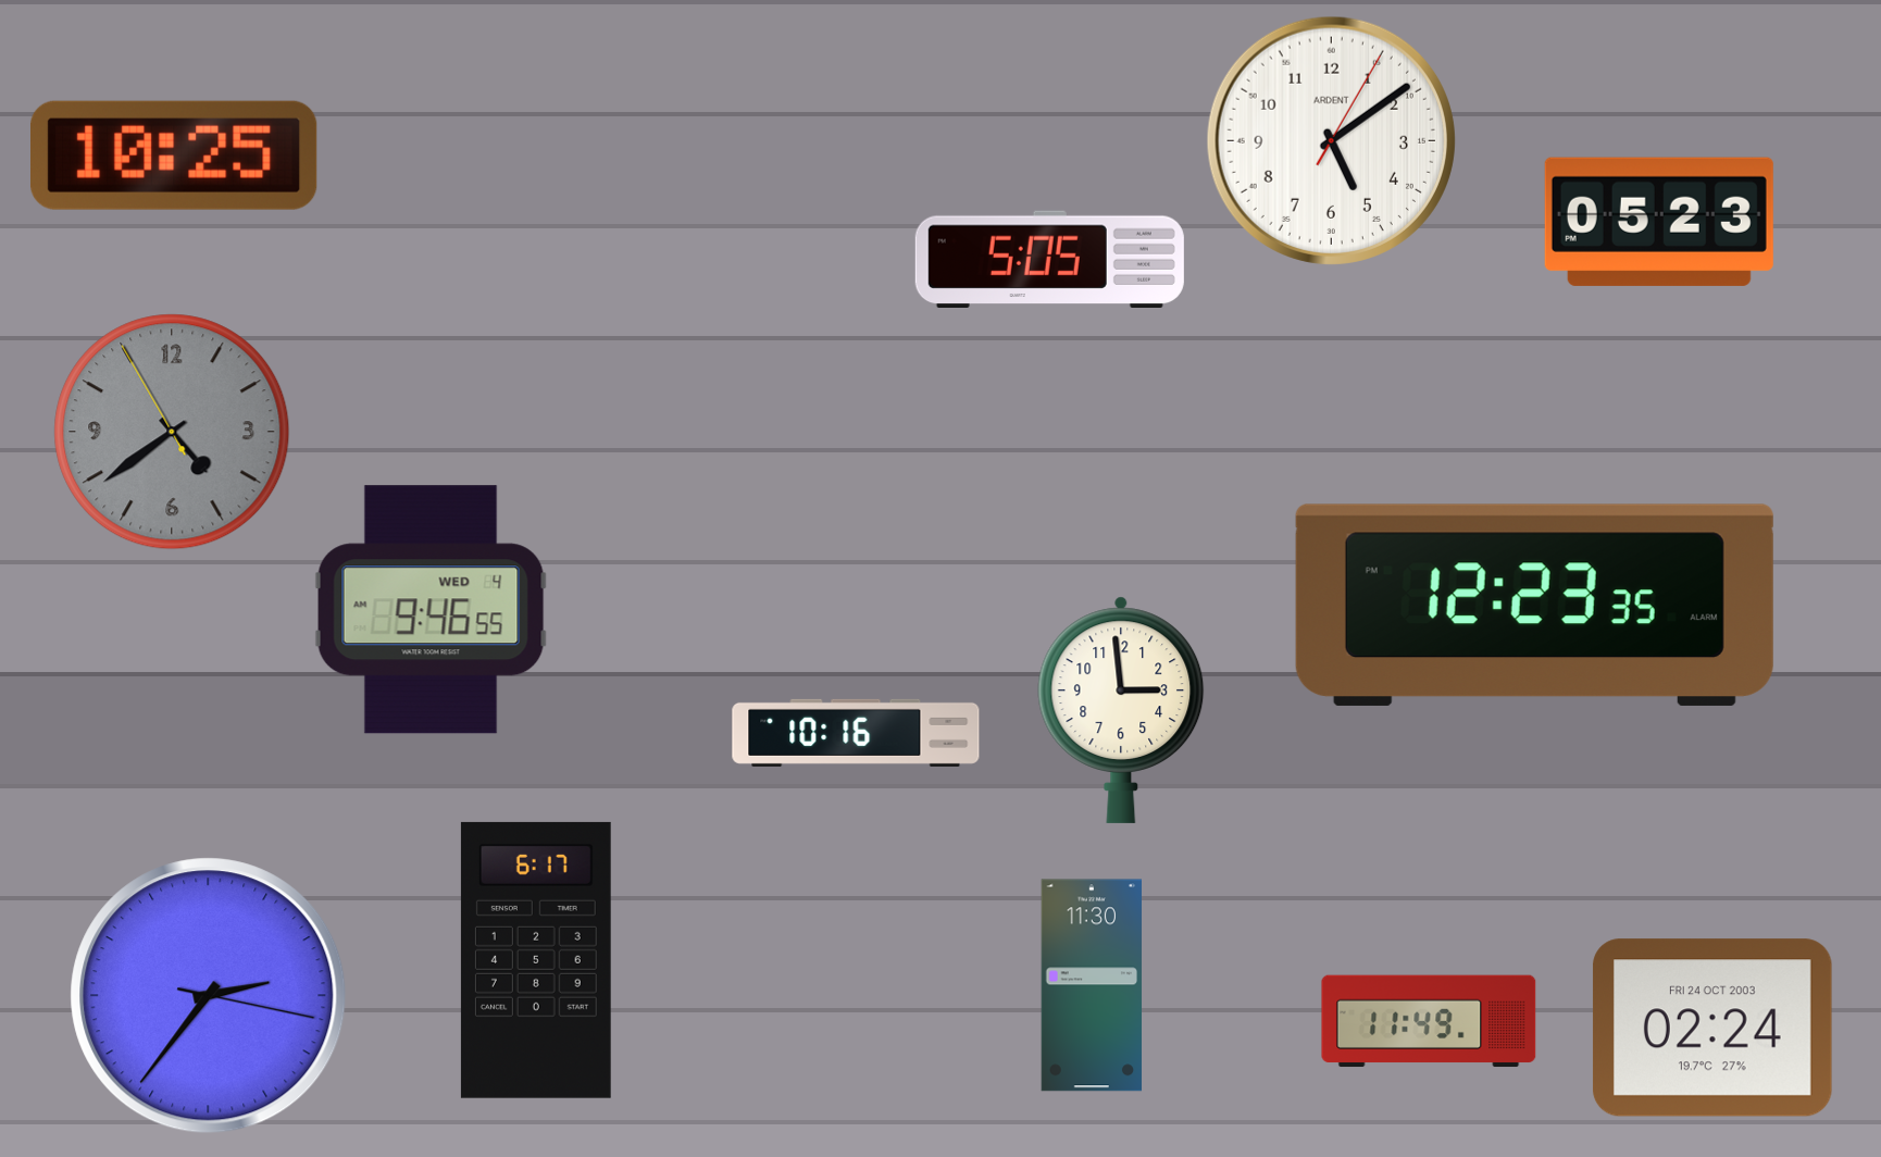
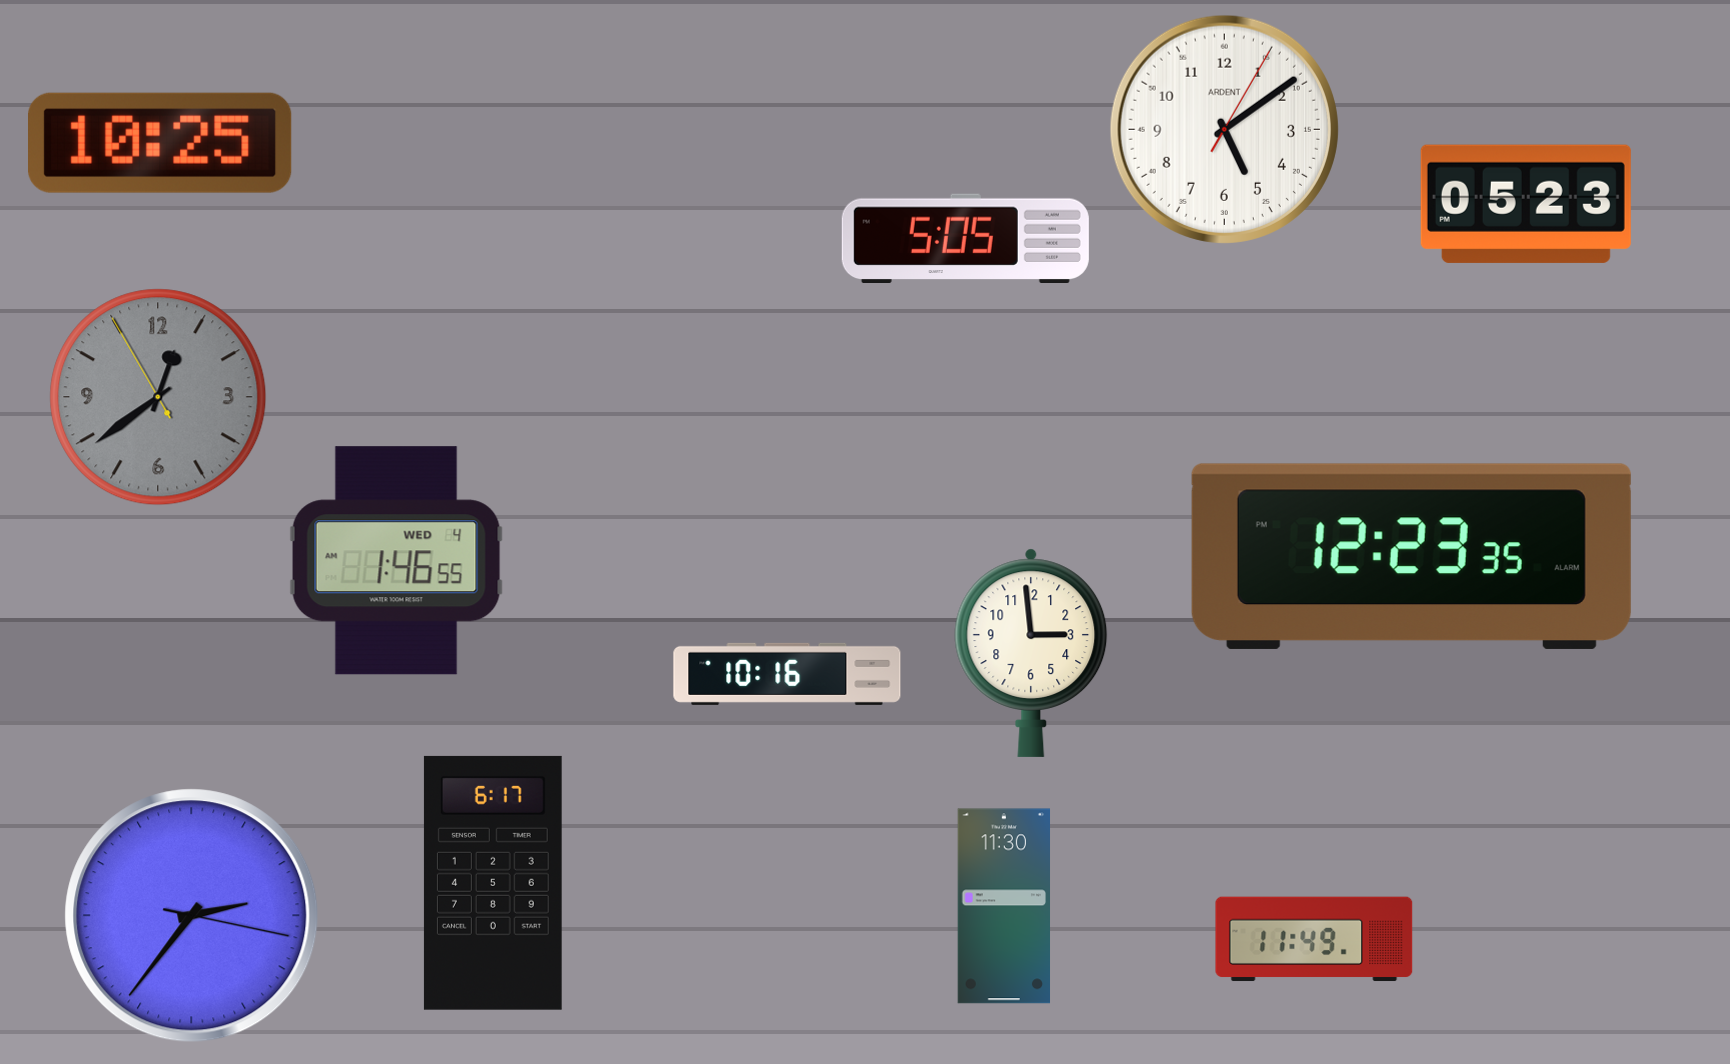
clock at (172, 432): 4:38 -> 12:38
clock at (431, 610): 9:46 -> 1:46
clock at (1712, 1028): 02:24 -> none
